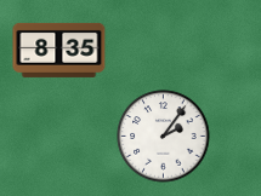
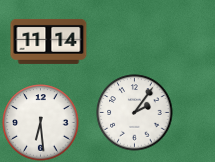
clock at (59, 50): 8:35 -> 11:14
clock at (41, 123): none -> 6:29
